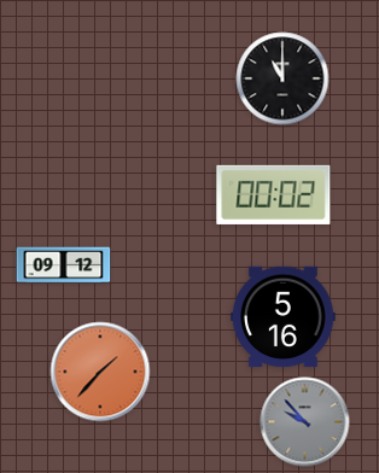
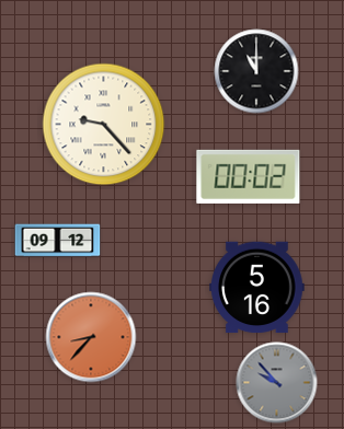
clock at (104, 125): none -> 9:23
clock at (100, 372): 1:37 -> 8:37
